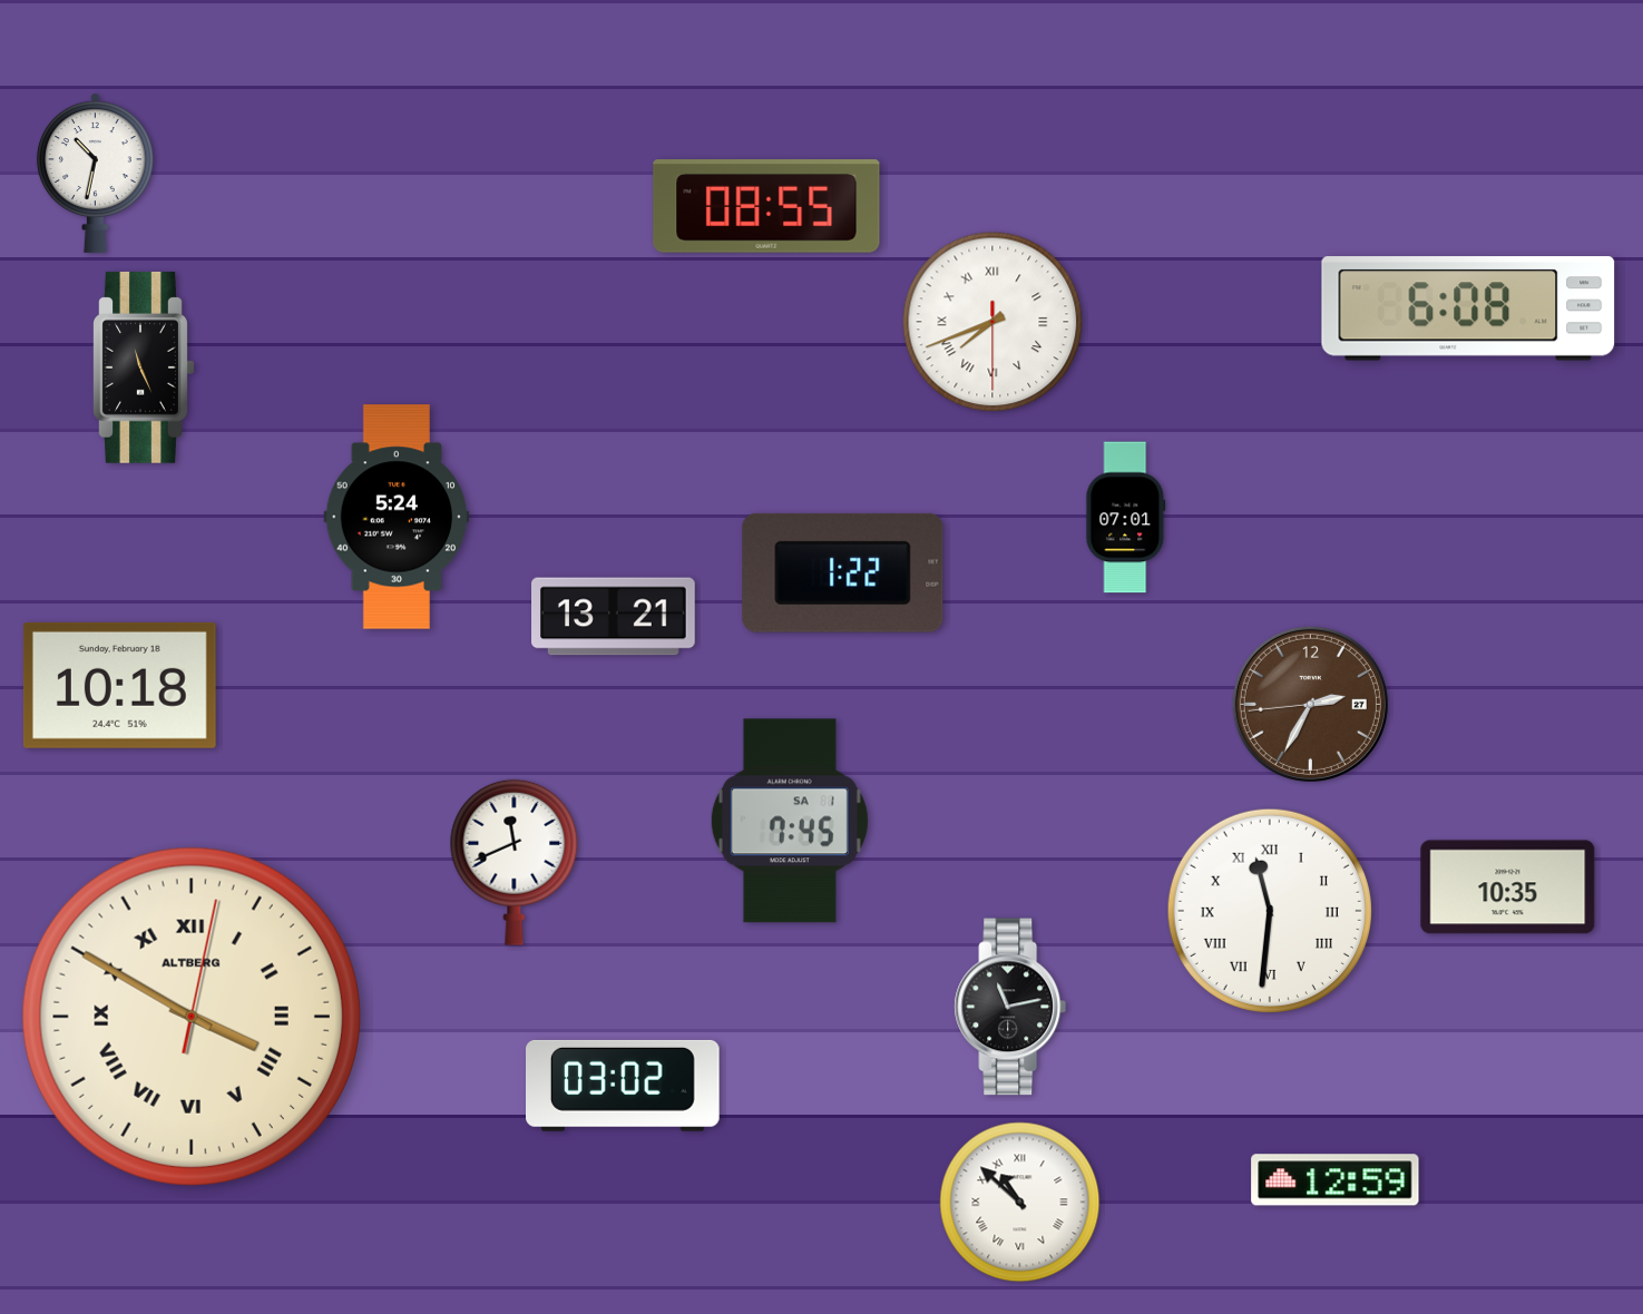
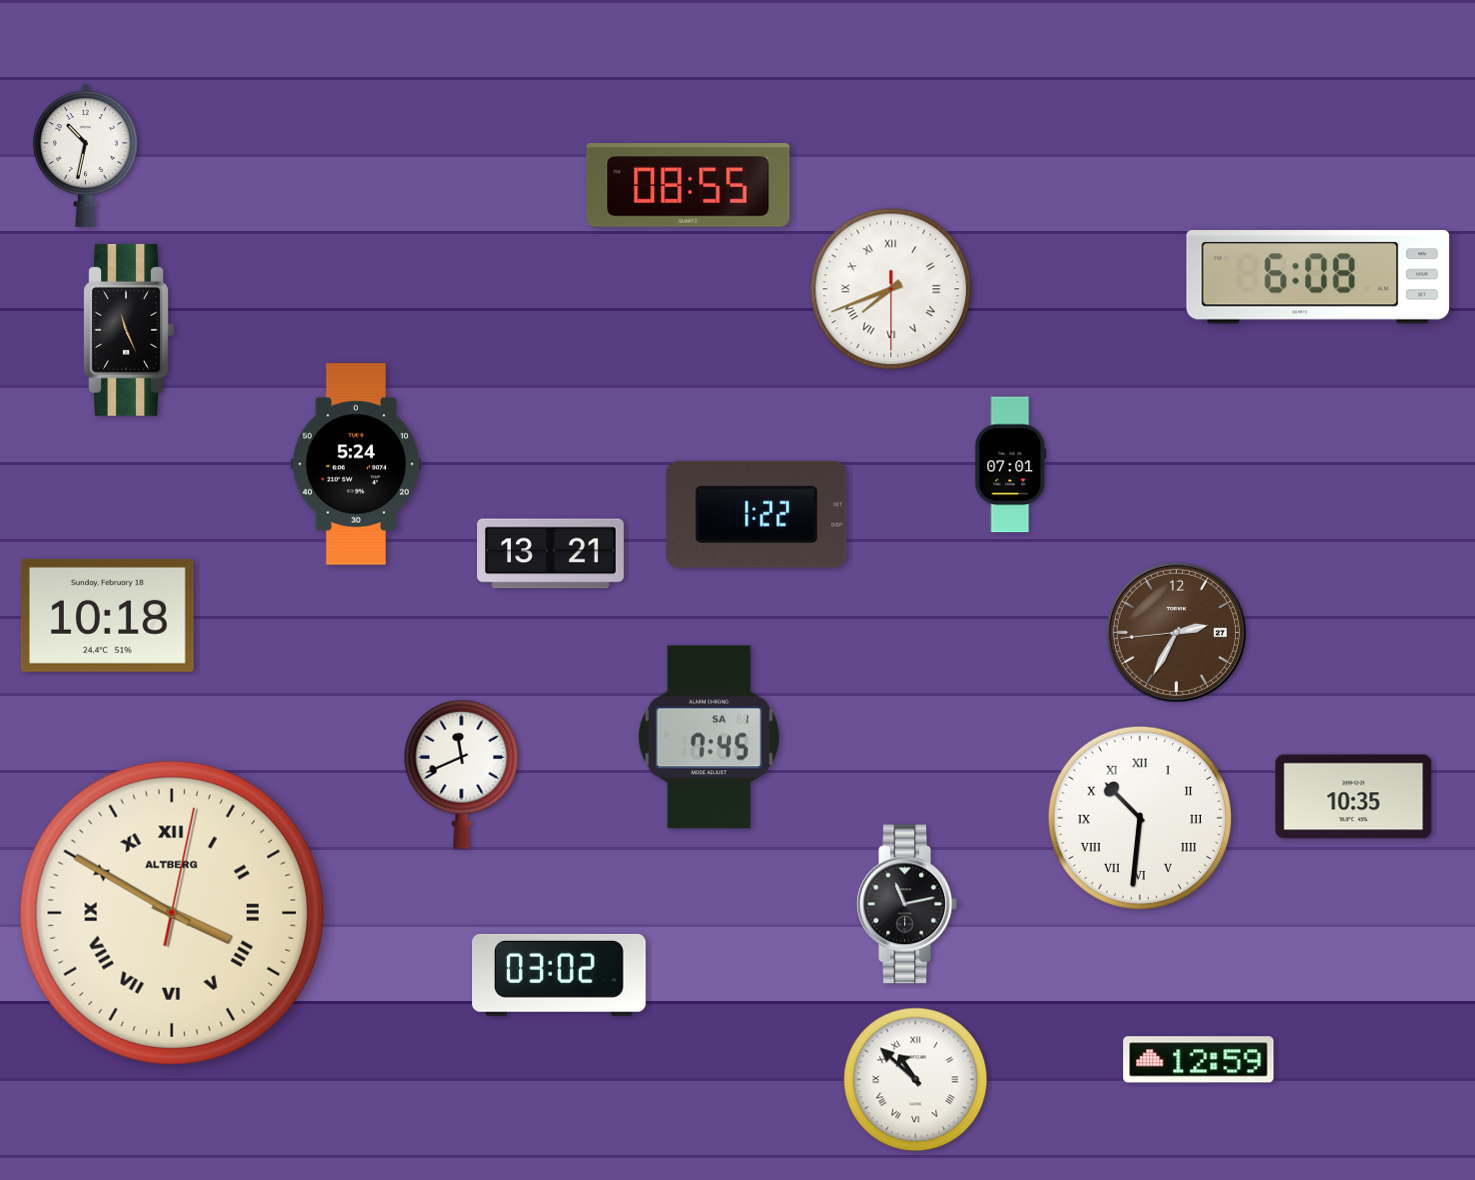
clock at (1270, 911): 11:31 -> 10:31
